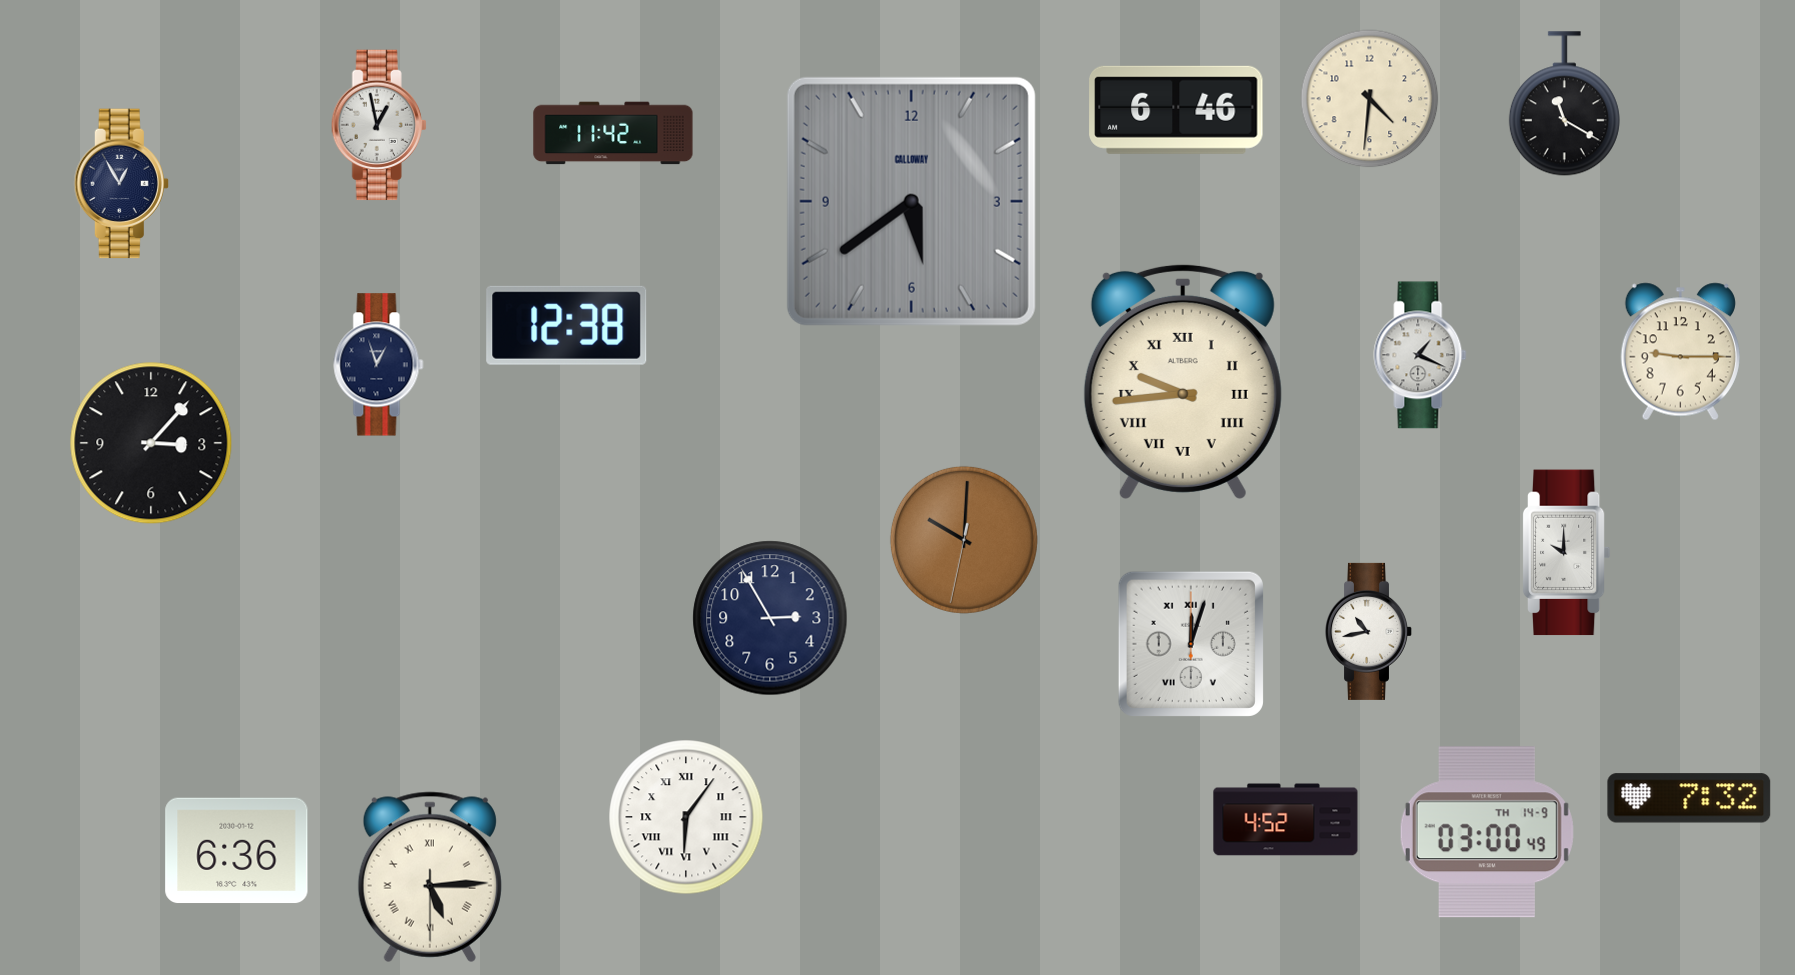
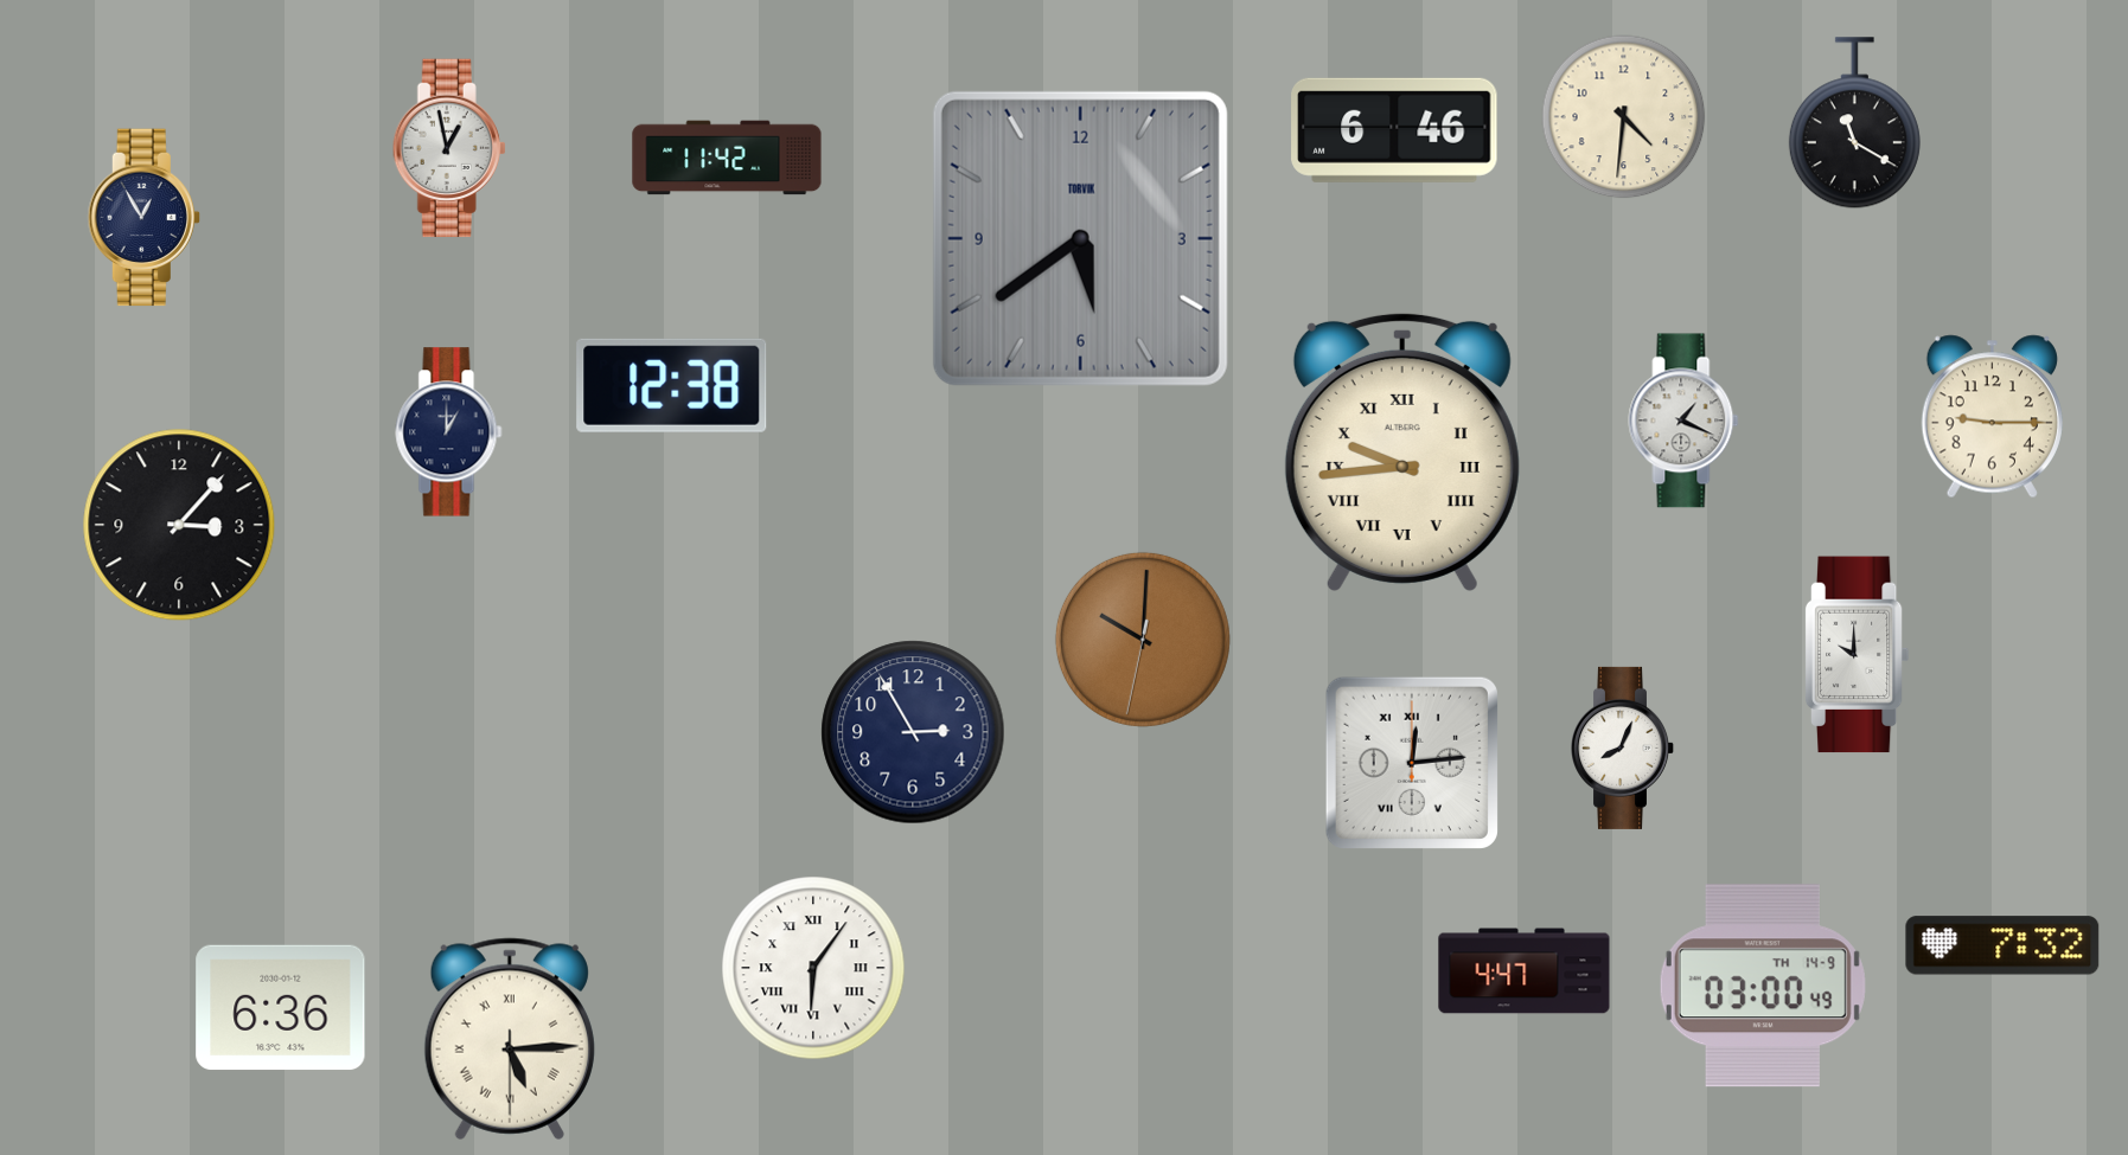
clock at (911, 201) brand: CALLOWAY -> TORVIK
clock at (379, 365): 12:57 -> 1:00
clock at (1369, 631): 10:43 -> 8:04
clock at (1191, 644): 12:03 -> 12:14
clock at (1286, 820): 4:52 -> 4:47
